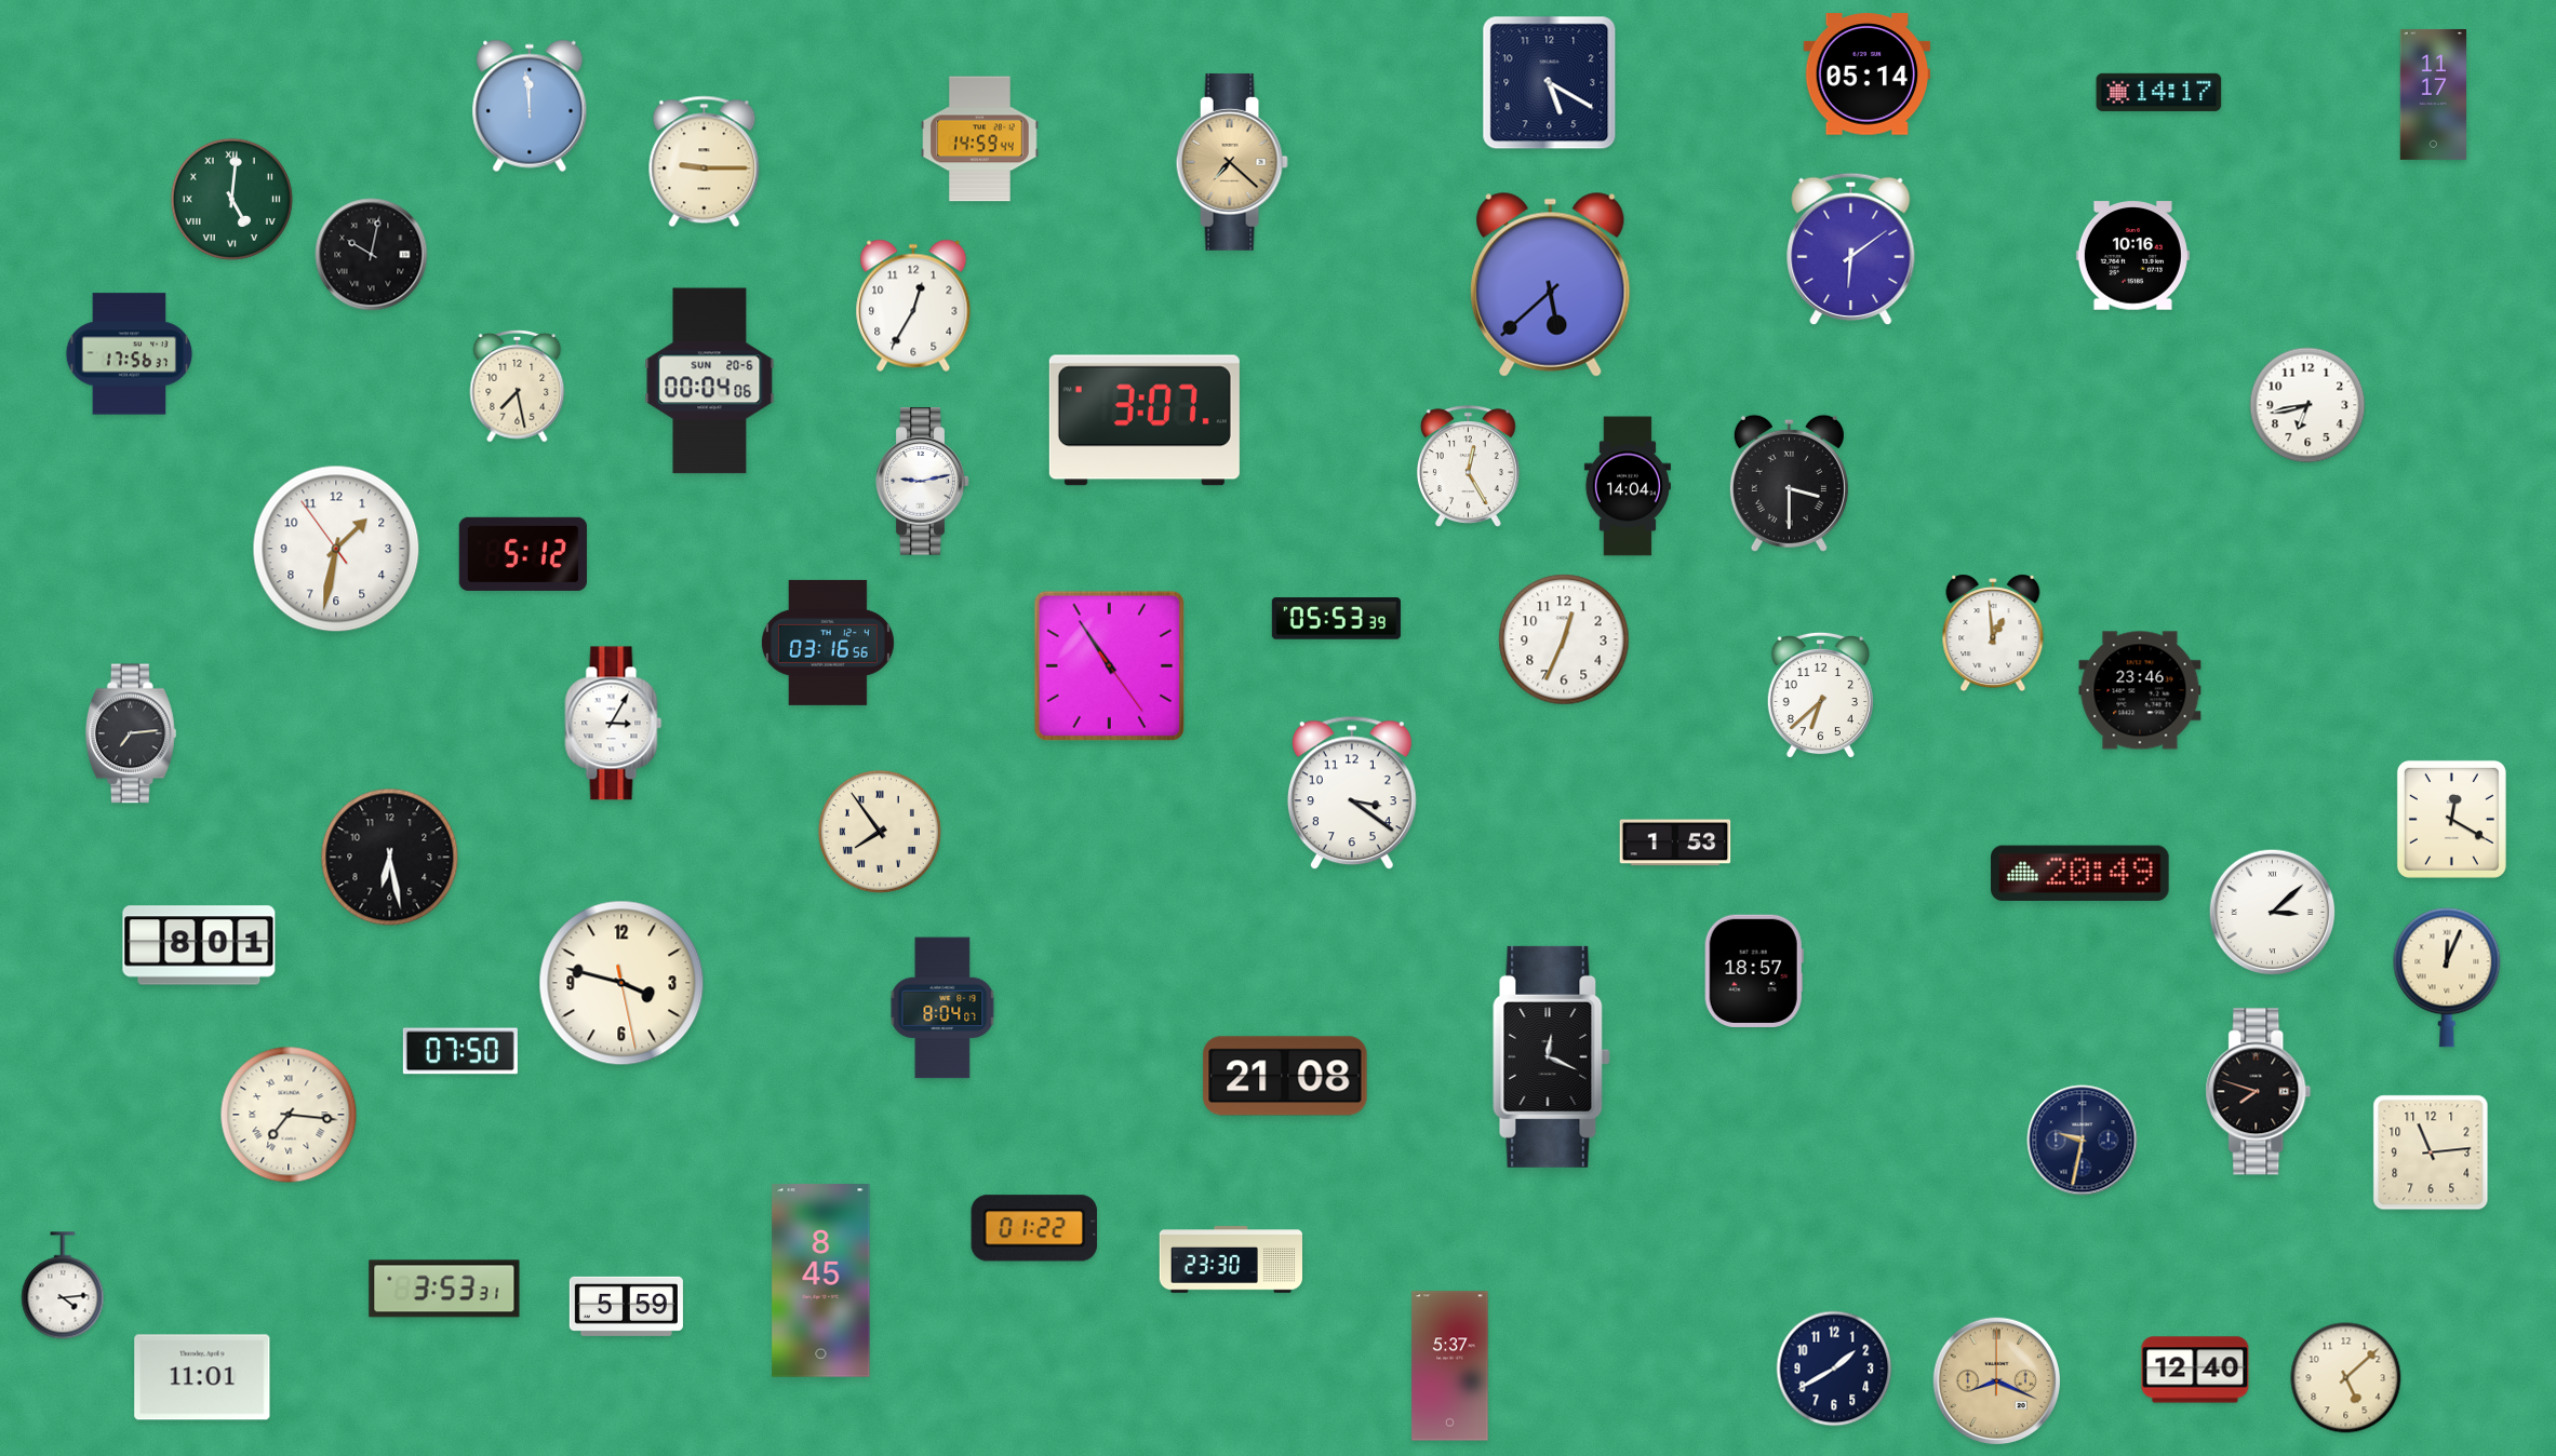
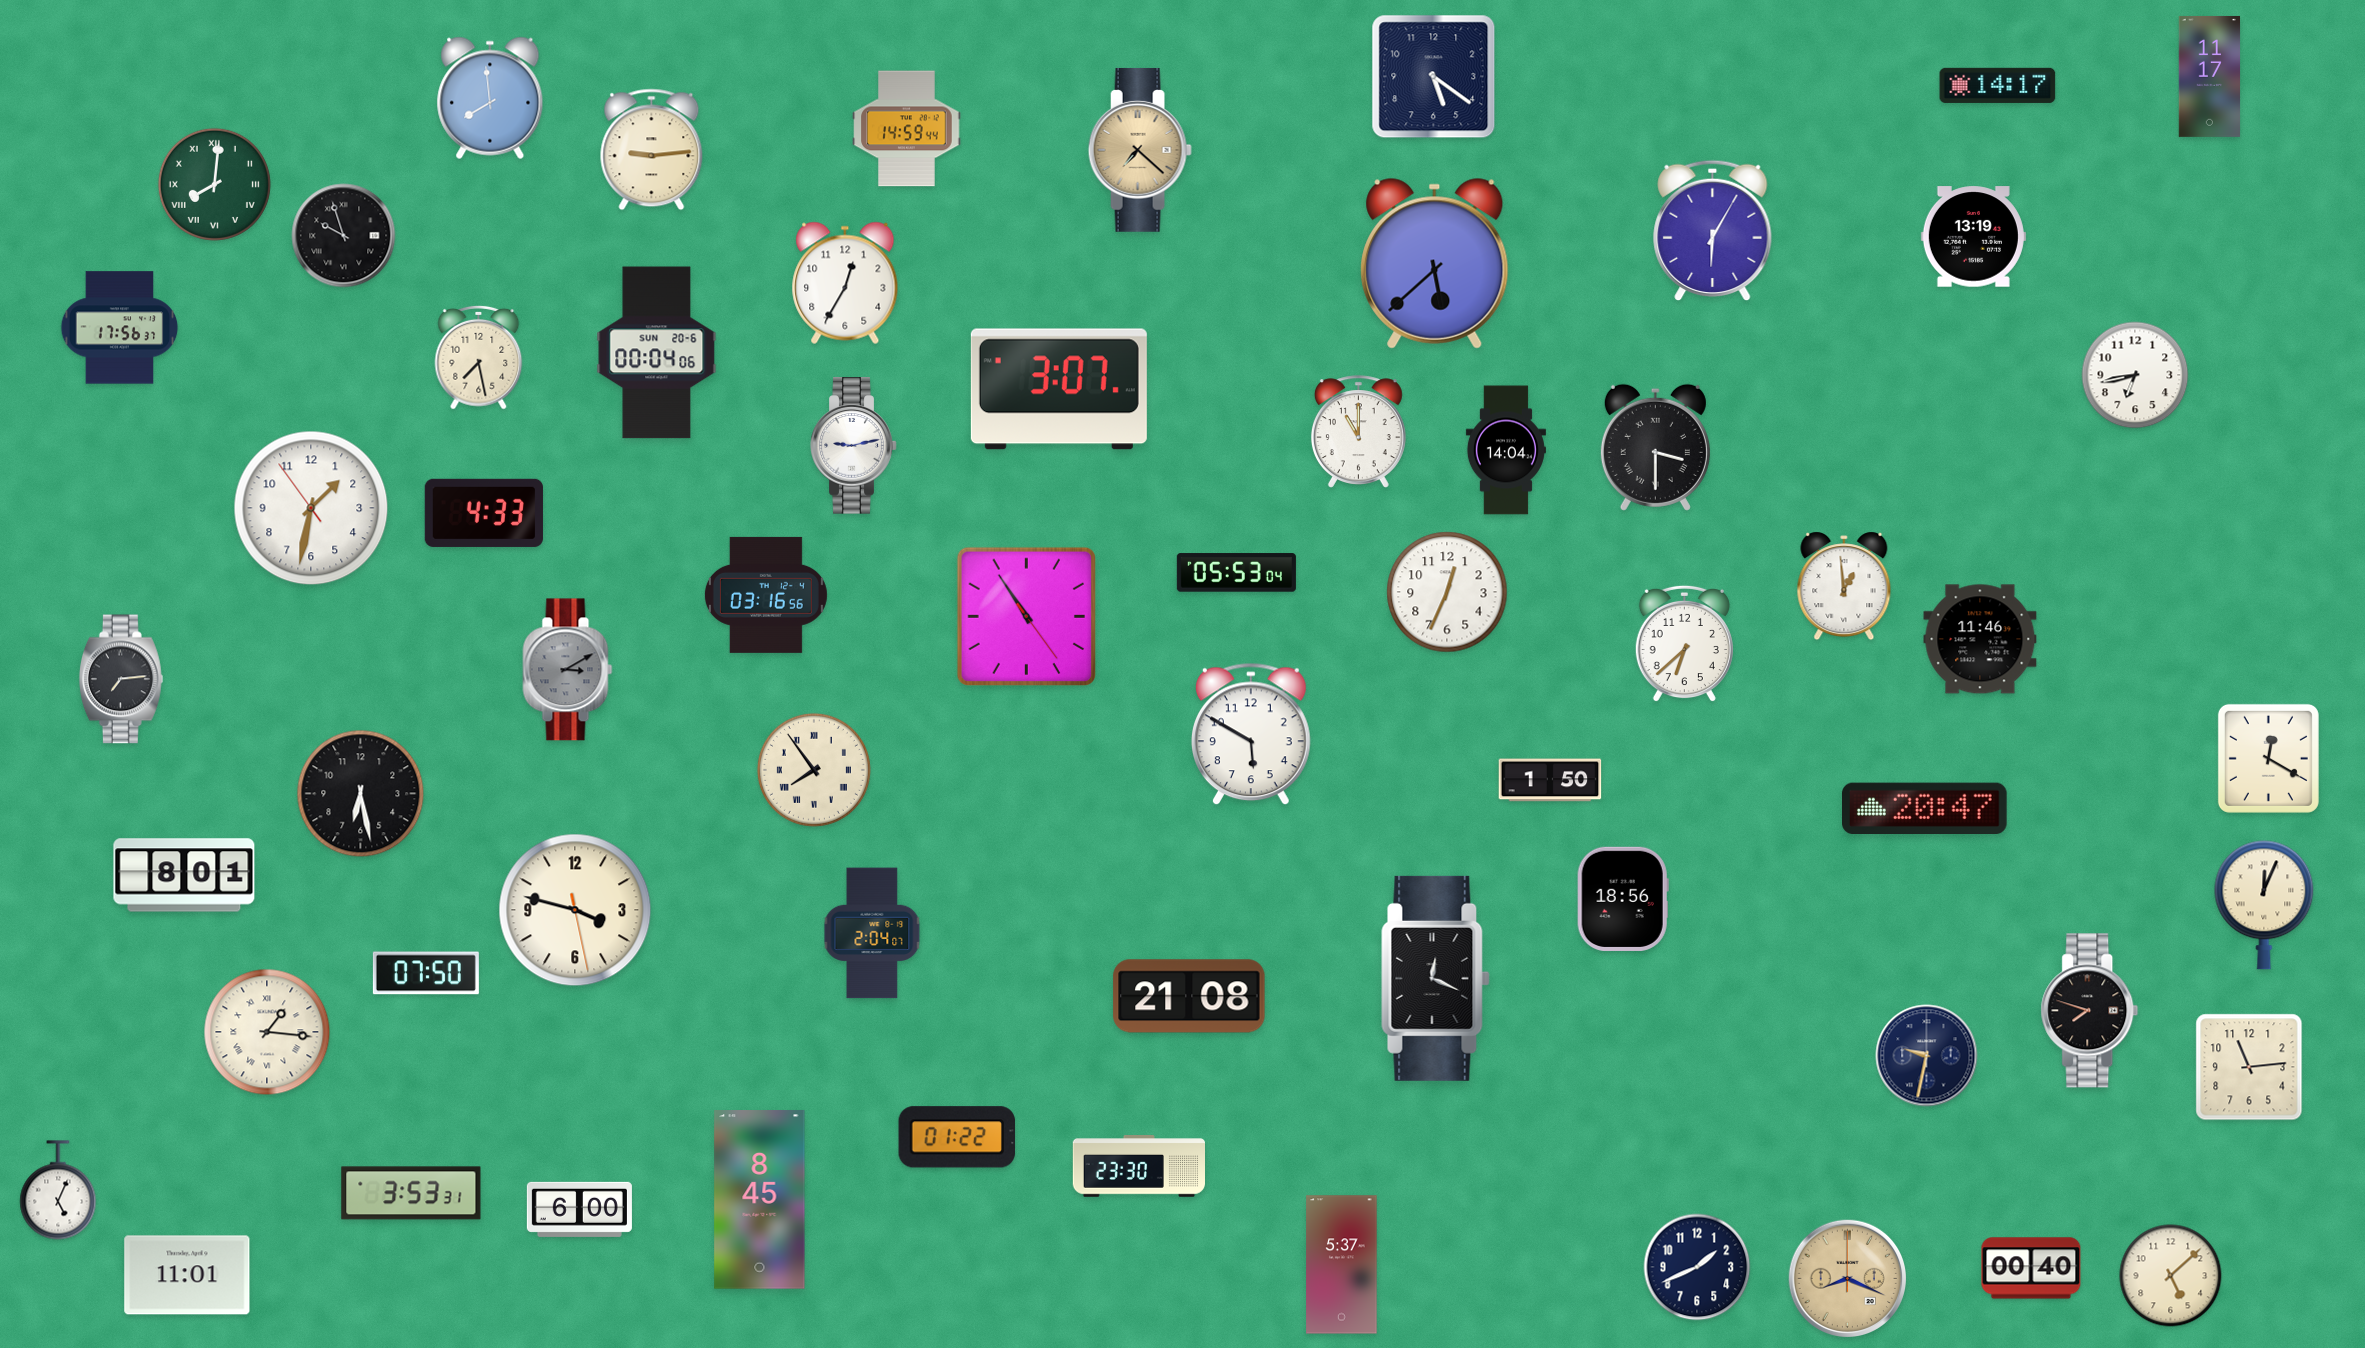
clock at (1868, 75): 05:14 -> none
clock at (1550, 83): 5:20 -> 5:21
clock at (2434, 94) position: (2434, 94) -> (2210, 76)
clock at (530, 106): 11:59 -> 7:59
clock at (705, 162): 9:15 -> 9:14
clock at (231, 199): 5:01 -> 8:01
clock at (1851, 250): 6:09 -> 6:05
clock at (372, 255): 10:02 -> 9:57
clock at (2132, 256): 10:16 -> 13:19
clock at (1468, 467): 12:25 -> 11:00
clock at (523, 554): 5:12 -> 4:33
clock at (1336, 619): 05:53:39 -> 05:53:04
clock at (2140, 690): 23:46 -> 11:46
clock at (614, 724): 3:05 -> 3:10
clock at (614, 724) dial: white -> grey
clock at (1352, 793): 3:21 -> 5:50
clock at (1675, 842): 1:53 -> 1:50
clock at (2080, 873): 20:49 -> 20:47
clock at (2273, 913): 3:08 -> none
clock at (1754, 971): 18:57 -> 18:56
clock at (942, 1008): 8:04 -> 2:04
clock at (289, 1115): 7:16 -> 1:16
clock at (821, 1281) position: (821, 1281) -> (760, 1200)
clock at (63, 1285): 4:14 -> 5:04
clock at (626, 1306): 5:59 -> 6:00
clock at (1834, 1369): 1:40 -> 1:41
clock at (2195, 1370): 12:40 -> 00:40
